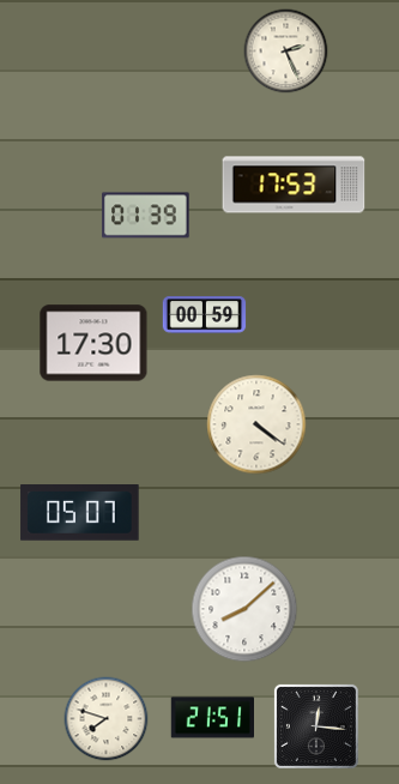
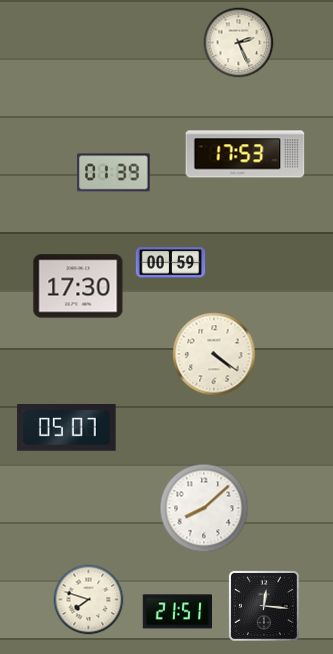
clock at (146, 216) position: (146, 216) -> (114, 173)
clock at (213, 718) position: (213, 718) -> (178, 612)
